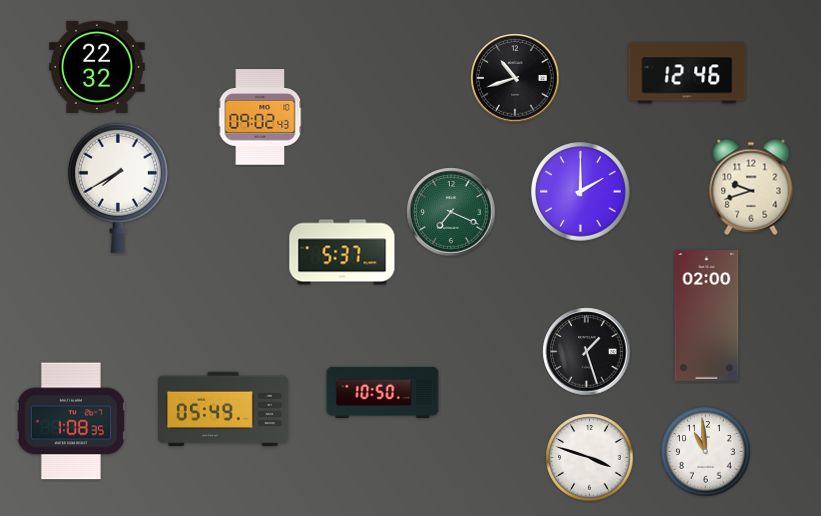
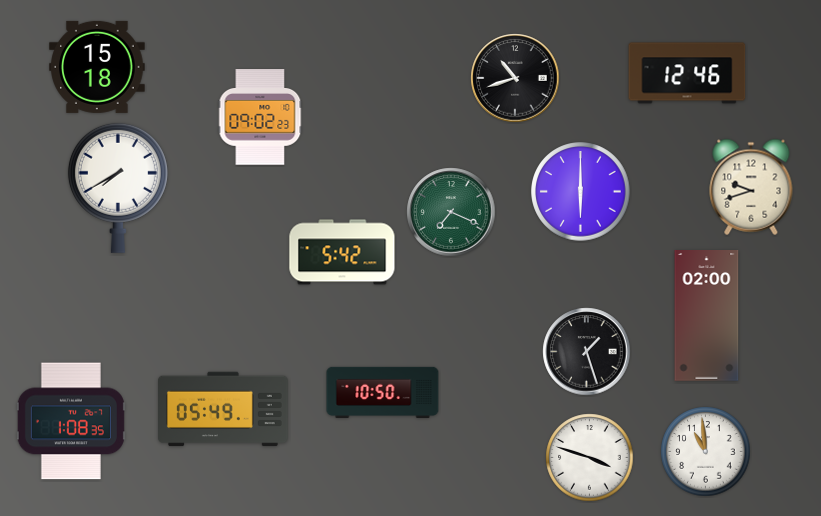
clock at (97, 67): 22:32 -> 15:18
clock at (260, 117): 09:02:43 -> 09:02:23
clock at (581, 192): 2:00 -> 6:00
clock at (342, 252): 5:37 -> 5:42
